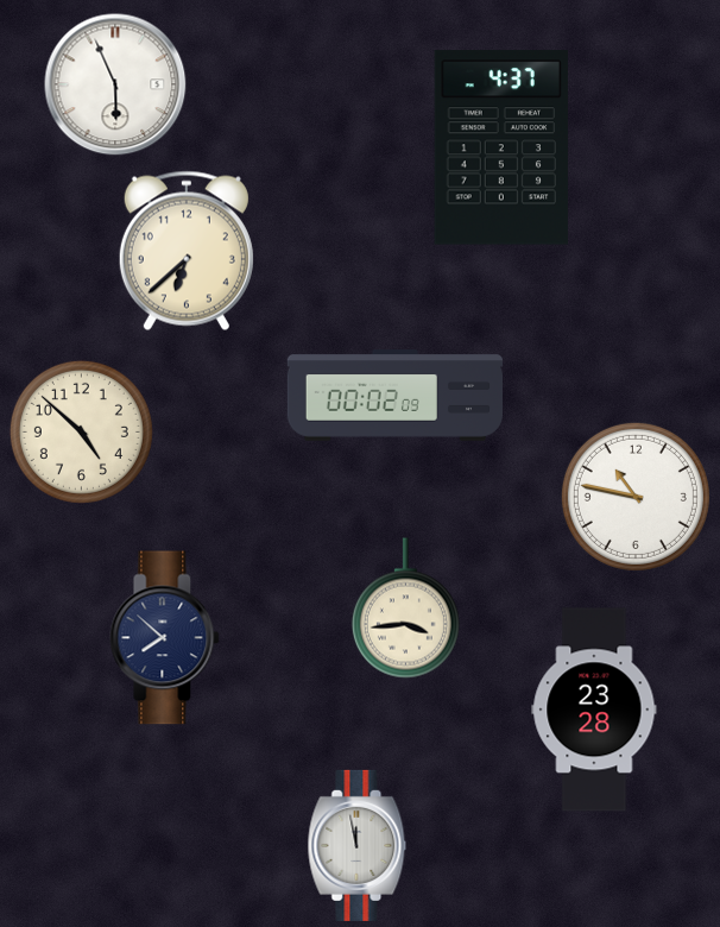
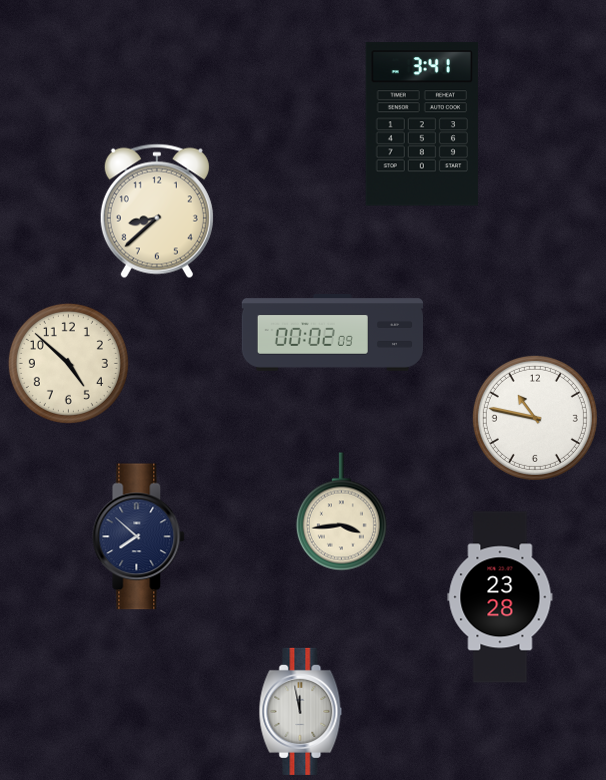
clock at (115, 84): 5:56 -> none
clock at (501, 147): 4:37 -> 3:41
clock at (187, 251): 6:38 -> 8:38
